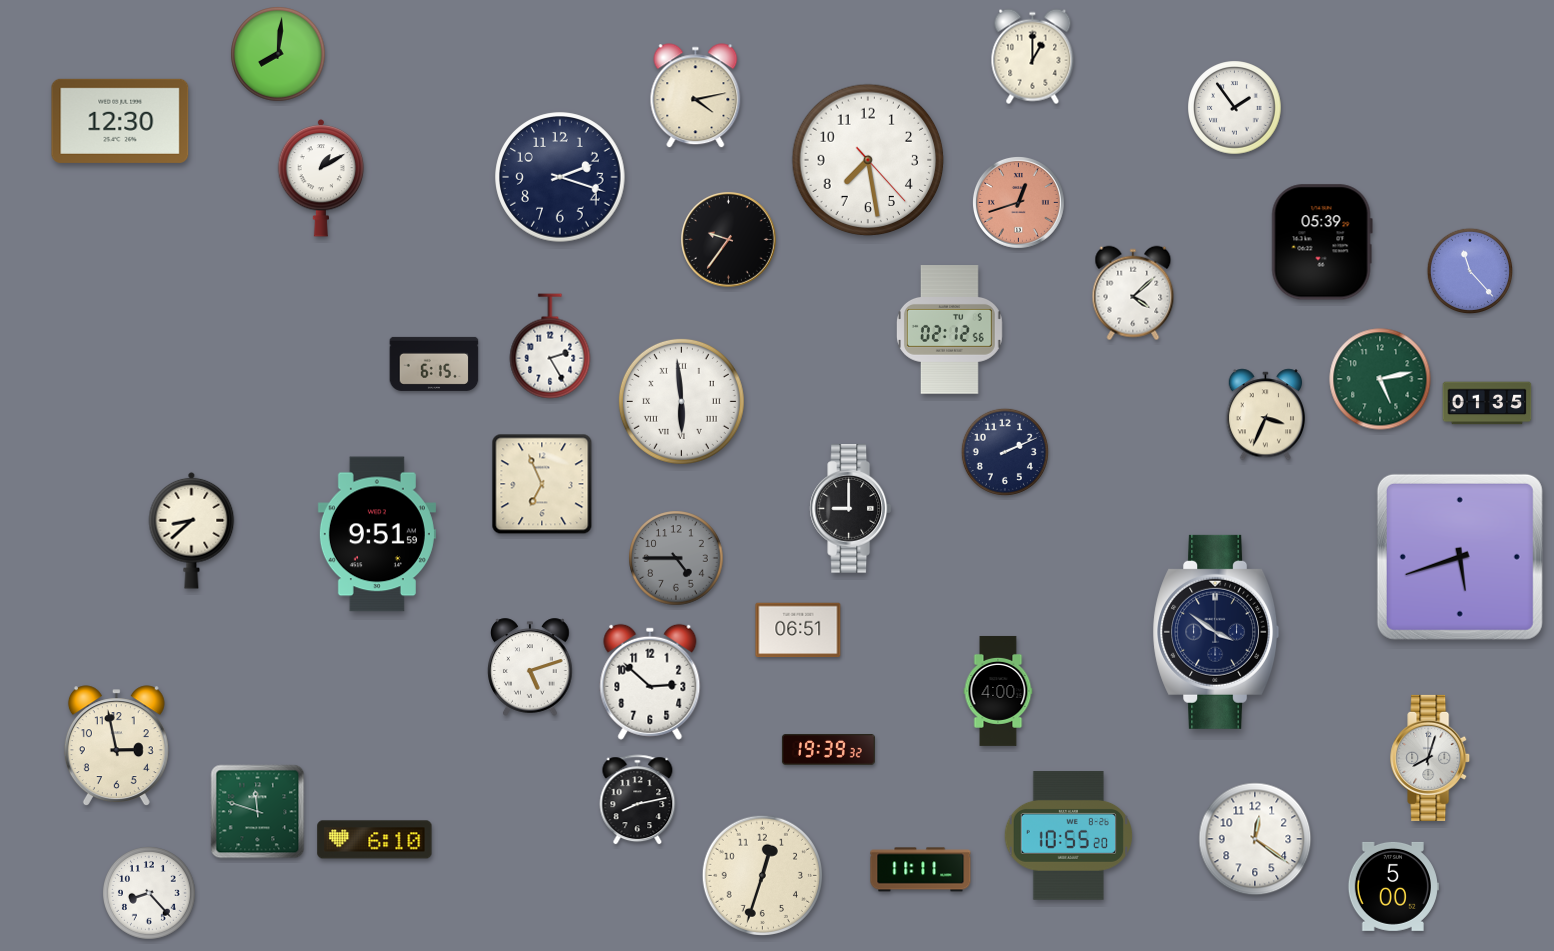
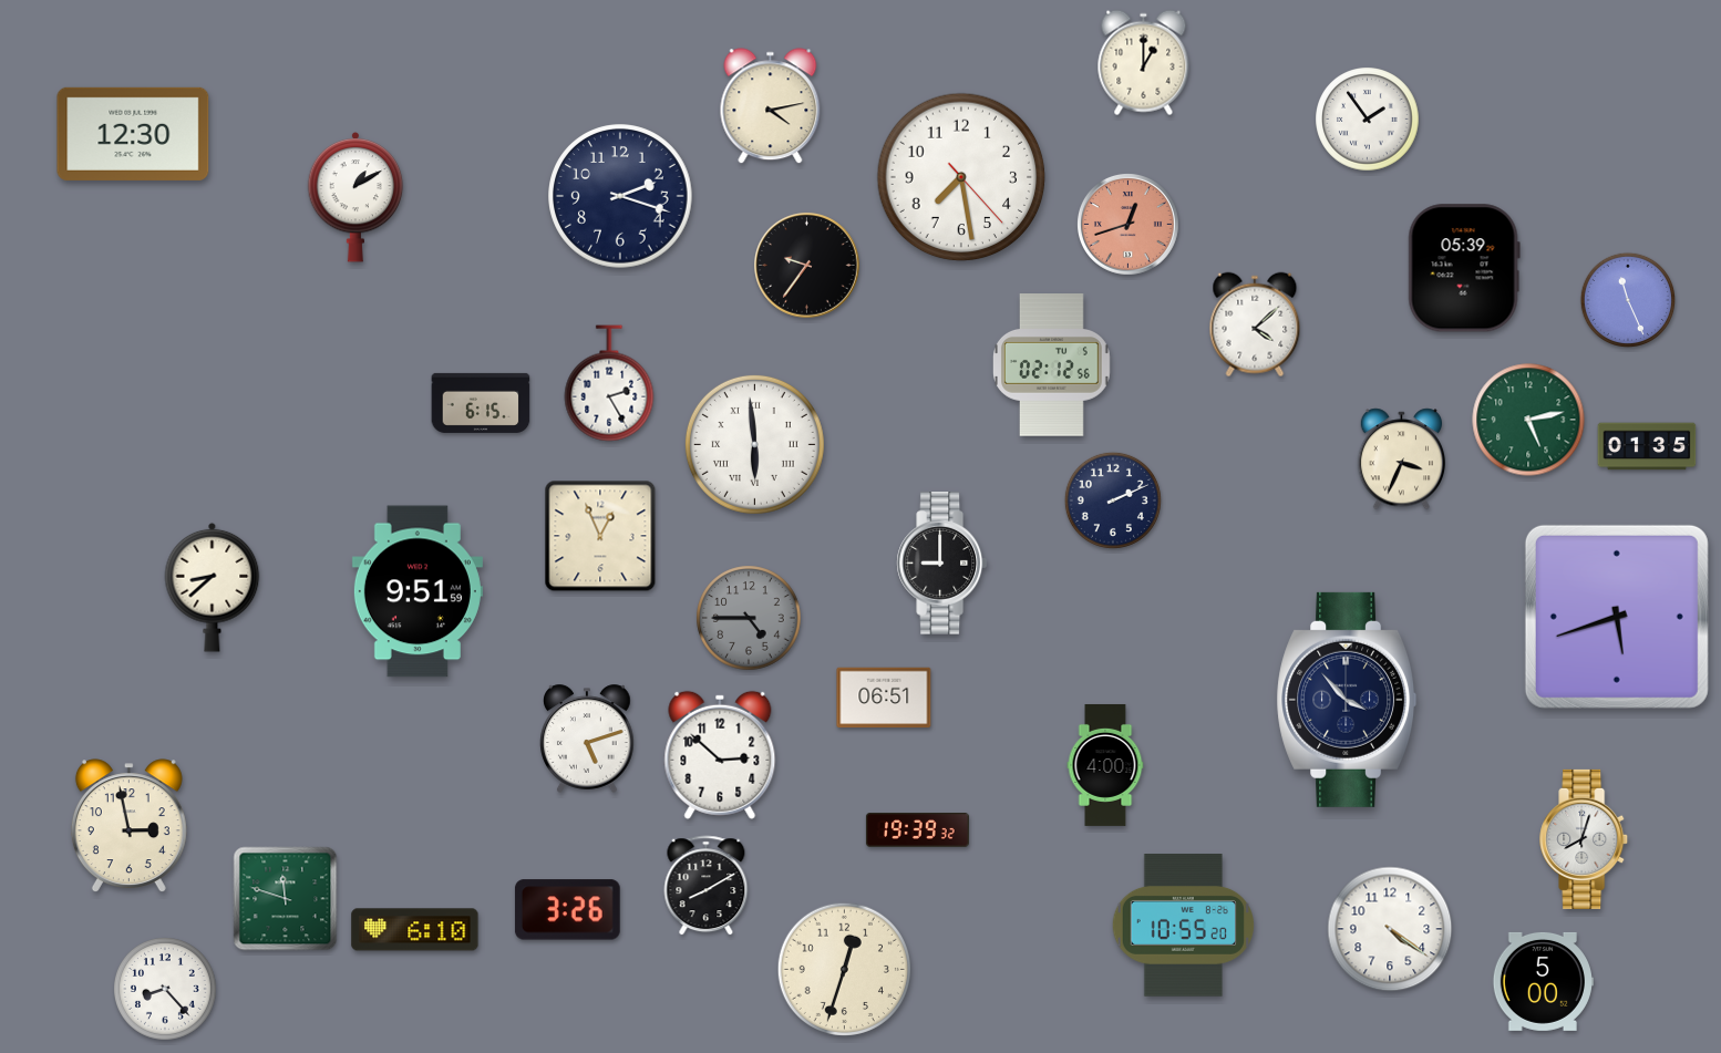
clock at (278, 54): 8:01 -> none
clock at (1469, 270): 11:23 -> 11:26
clock at (542, 484): 6:56 -> 12:56
clock at (1216, 632): 3:51 -> 3:53
clock at (638, 800): 8:13 -> 8:10
clock at (567, 910): none -> 3:26
clock at (1255, 839): 12:21 -> 4:21
clock at (921, 870): 11:11 -> none
